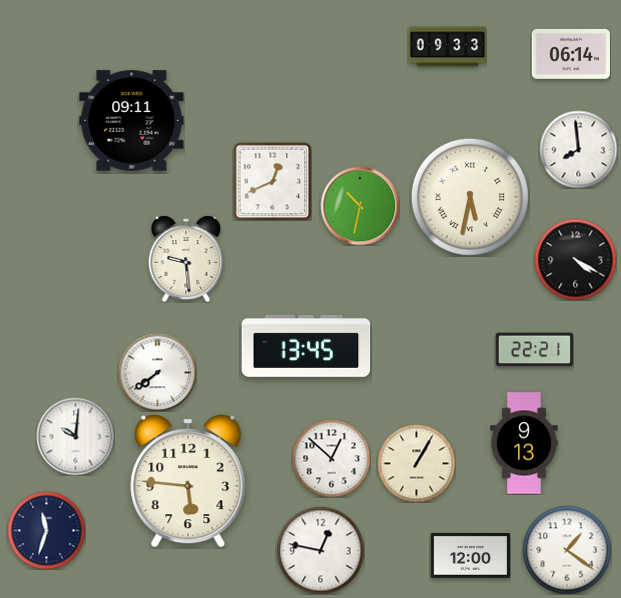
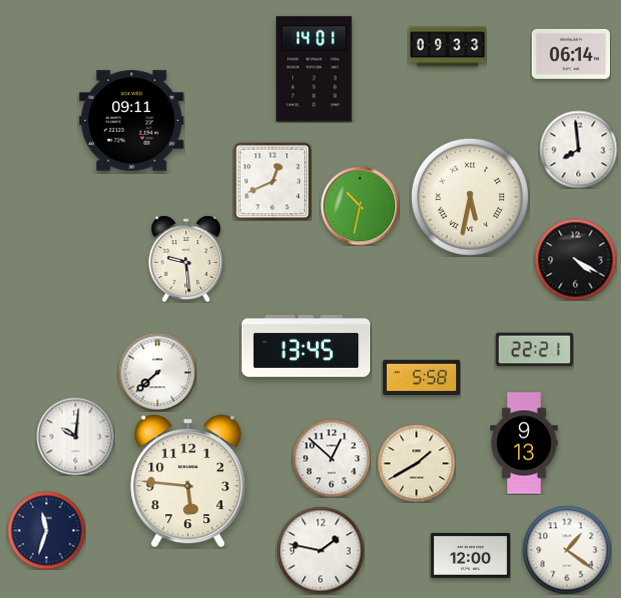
clock at (314, 69): none -> 14:01
clock at (157, 372): 7:39 -> 7:38
clock at (421, 377): none -> 5:58
clock at (416, 463): 1:05 -> 1:40
clock at (320, 550): 12:47 -> 1:47
